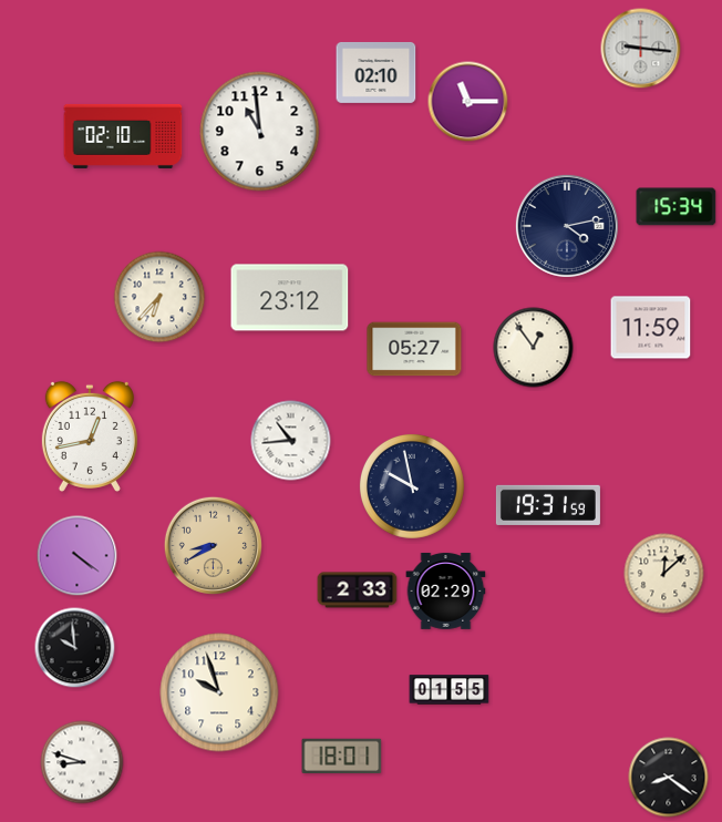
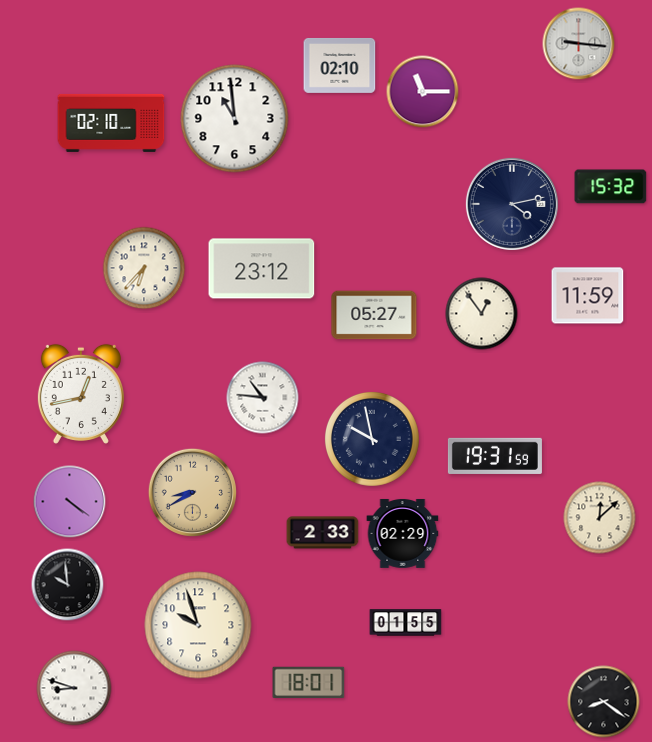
clock at (677, 207): 15:34 -> 15:32
clock at (291, 441): 10:44 -> 10:46
